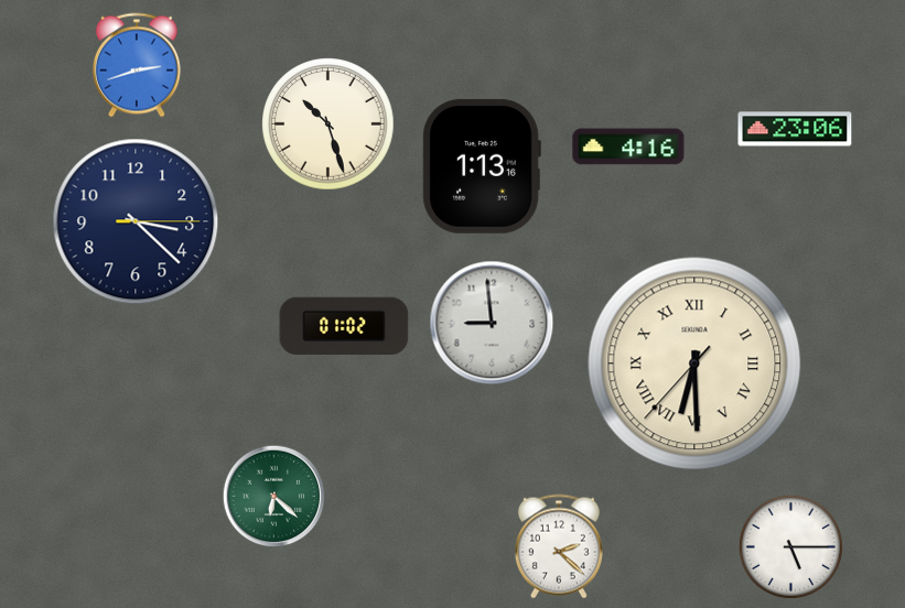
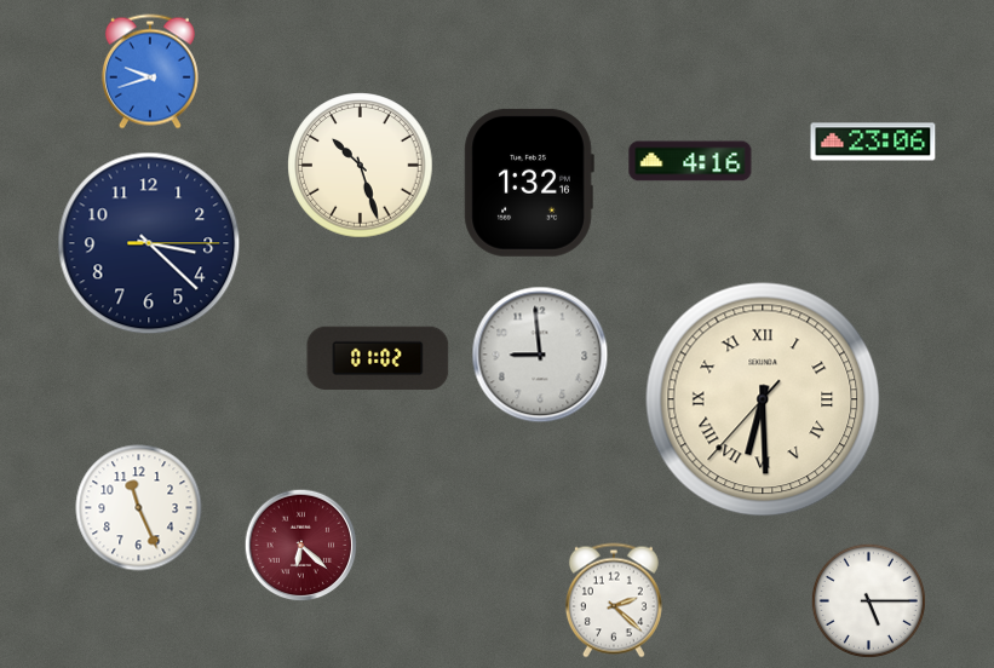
clock at (137, 65): 2:42 -> 9:42
clock at (328, 124) position: (328, 124) -> (361, 166)
clock at (482, 166): 1:13 -> 1:32
clock at (139, 508): none -> 11:26
clock at (274, 497) dial: green -> burgundy
